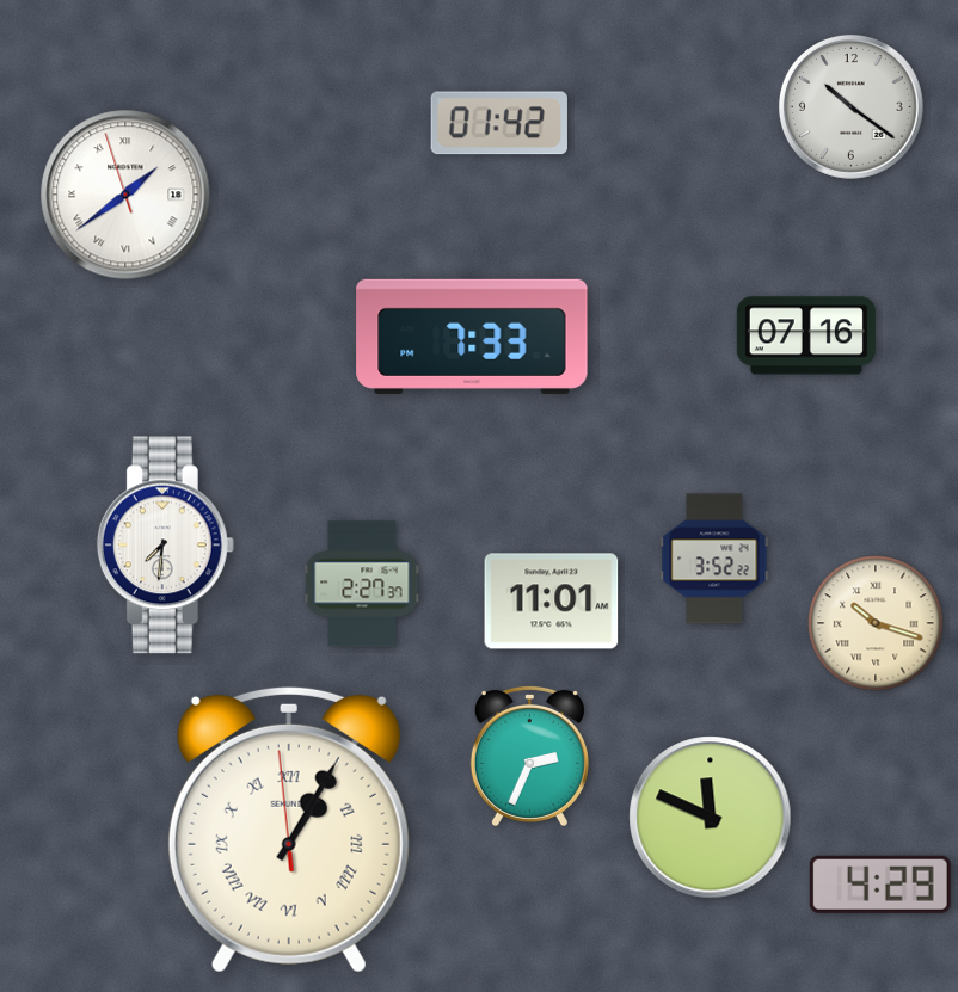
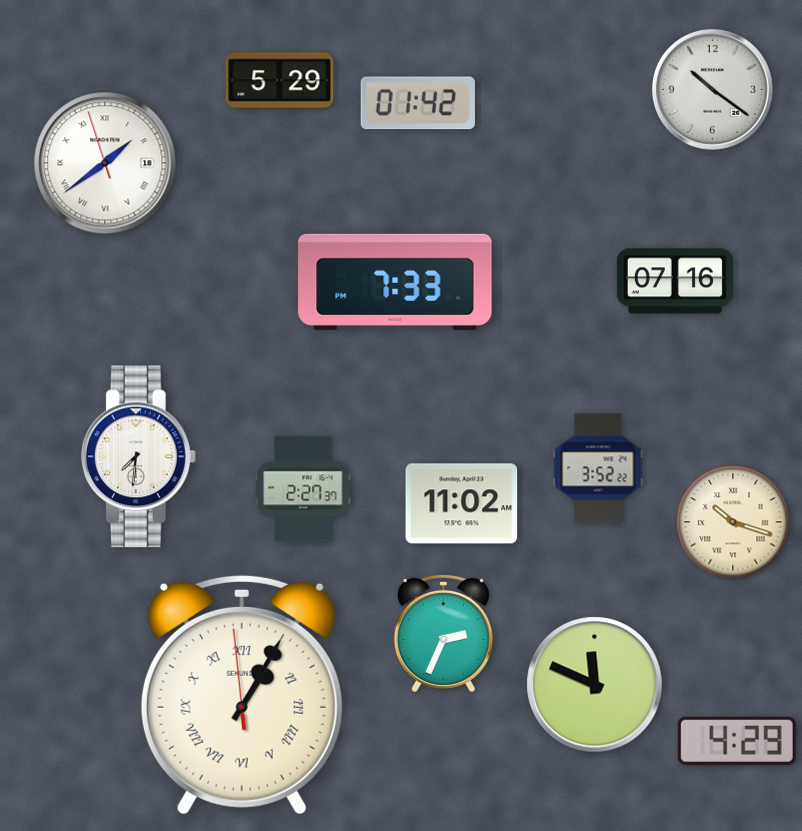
clock at (280, 81): none -> 5:29
clock at (552, 602): 11:01 -> 11:02
